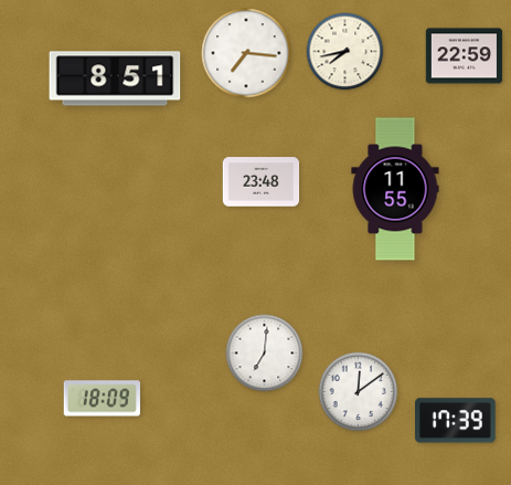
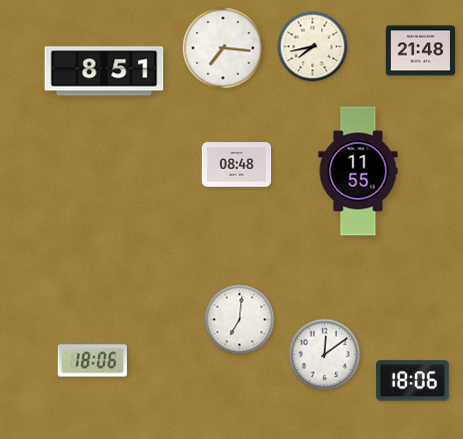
clock at (465, 56): 22:59 -> 21:48
clock at (262, 182): 23:48 -> 08:48
clock at (102, 399): 18:09 -> 18:06
clock at (456, 421): 17:39 -> 18:06
